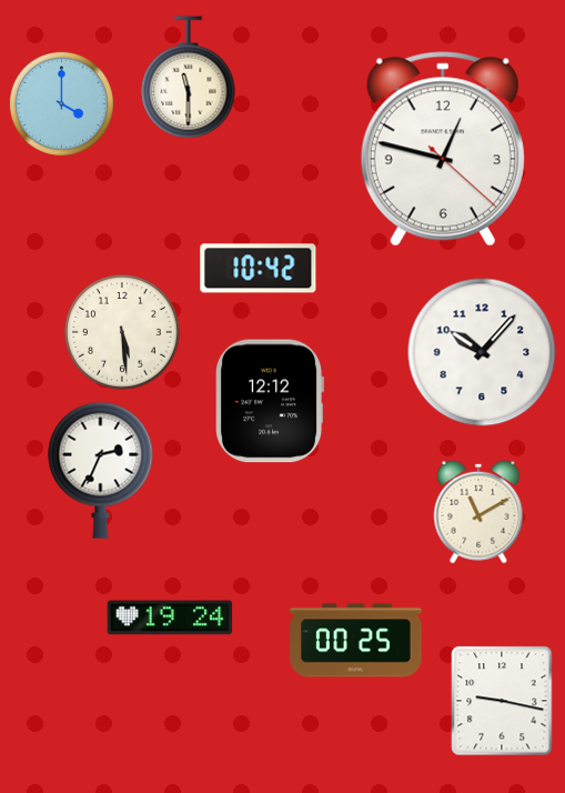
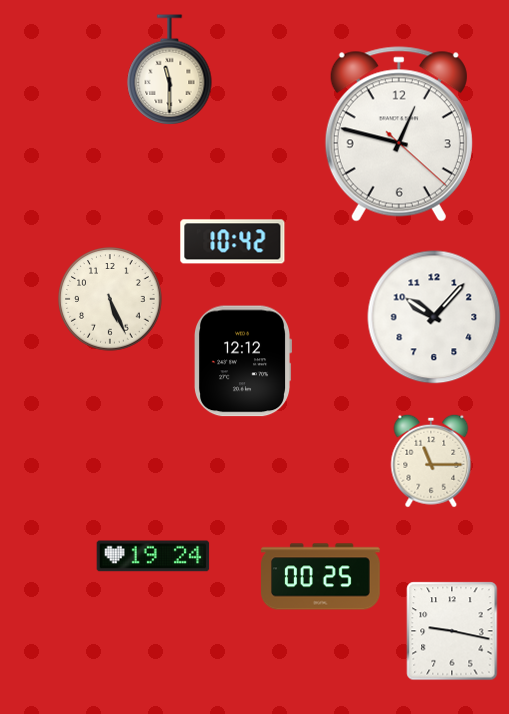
clock at (61, 103): 4:00 -> none
clock at (122, 332): 5:29 -> 5:26
clock at (101, 470): 2:34 -> none
clock at (478, 512): 11:10 -> 11:15
